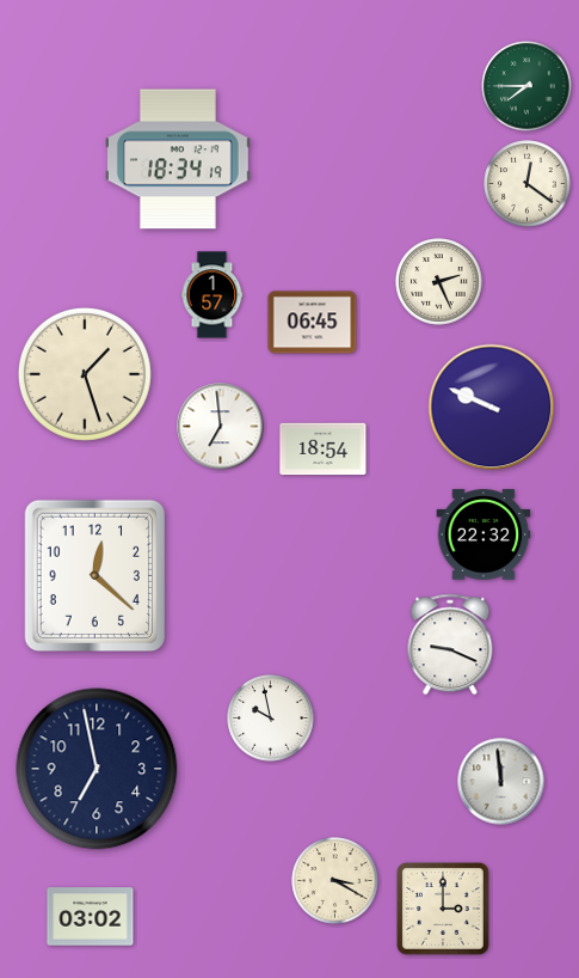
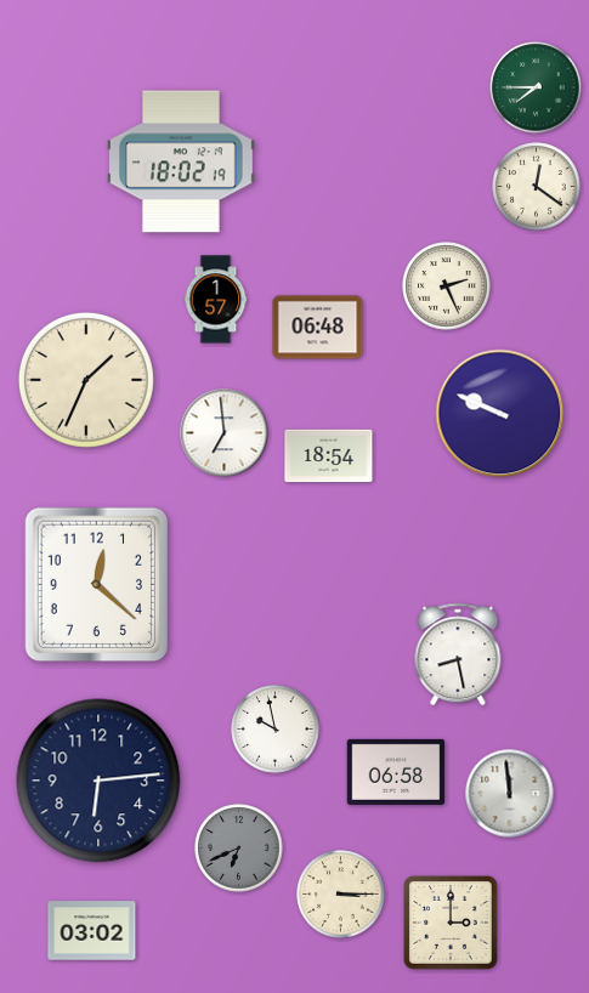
clock at (179, 159): 18:34 -> 18:02
clock at (313, 323): 06:45 -> 06:48
clock at (85, 374): 1:27 -> 1:34
clock at (483, 534): 22:32 -> none
clock at (450, 644): 9:19 -> 8:28
clock at (396, 772): none -> 06:58
clock at (97, 769): 6:58 -> 6:14
clock at (239, 849): none -> 6:41
clock at (335, 881): 3:20 -> 3:15
